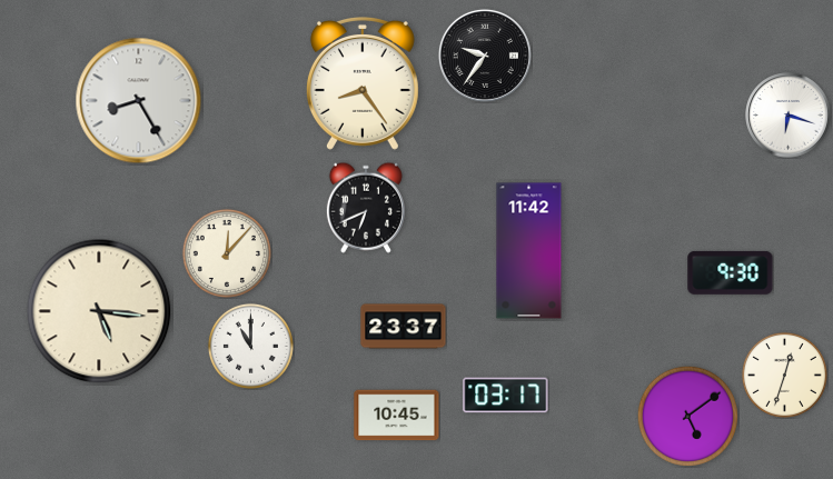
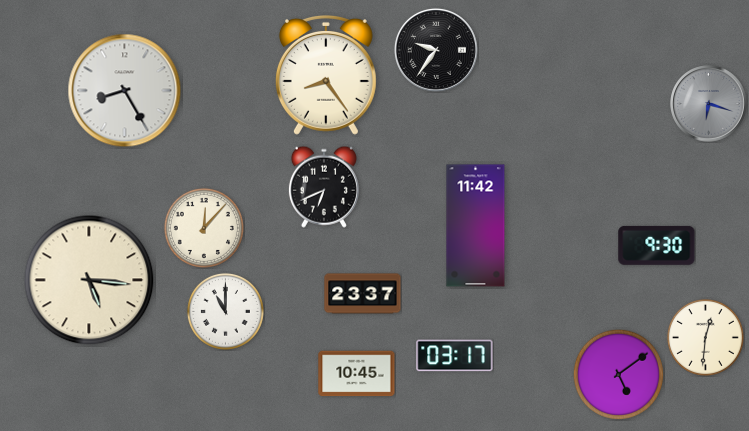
clock at (789, 116) dial: white -> grey
clock at (366, 208) position: (366, 208) -> (324, 187)
clock at (784, 375): 12:33 -> 12:31
